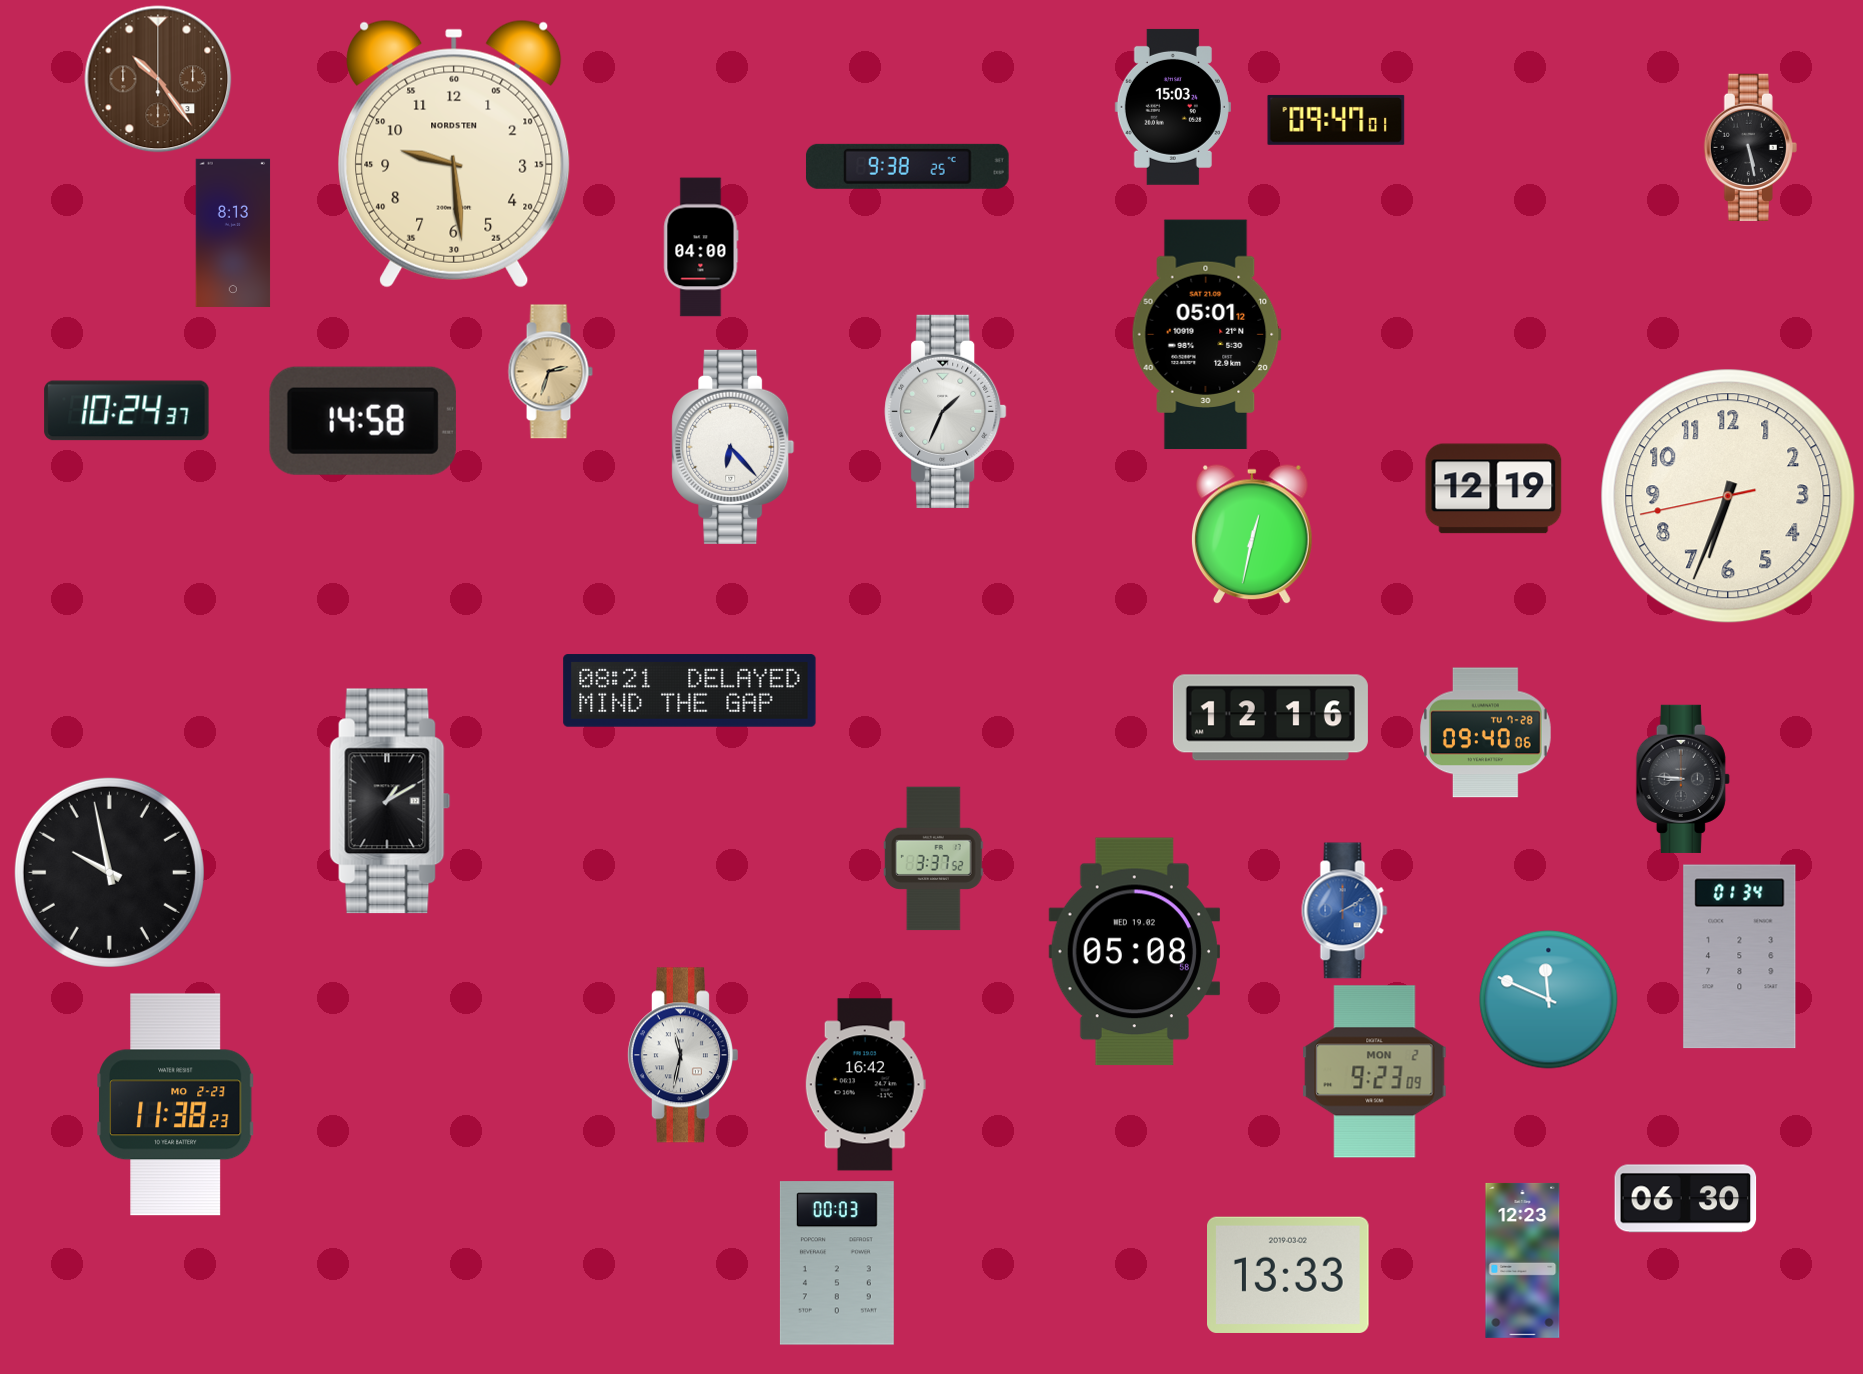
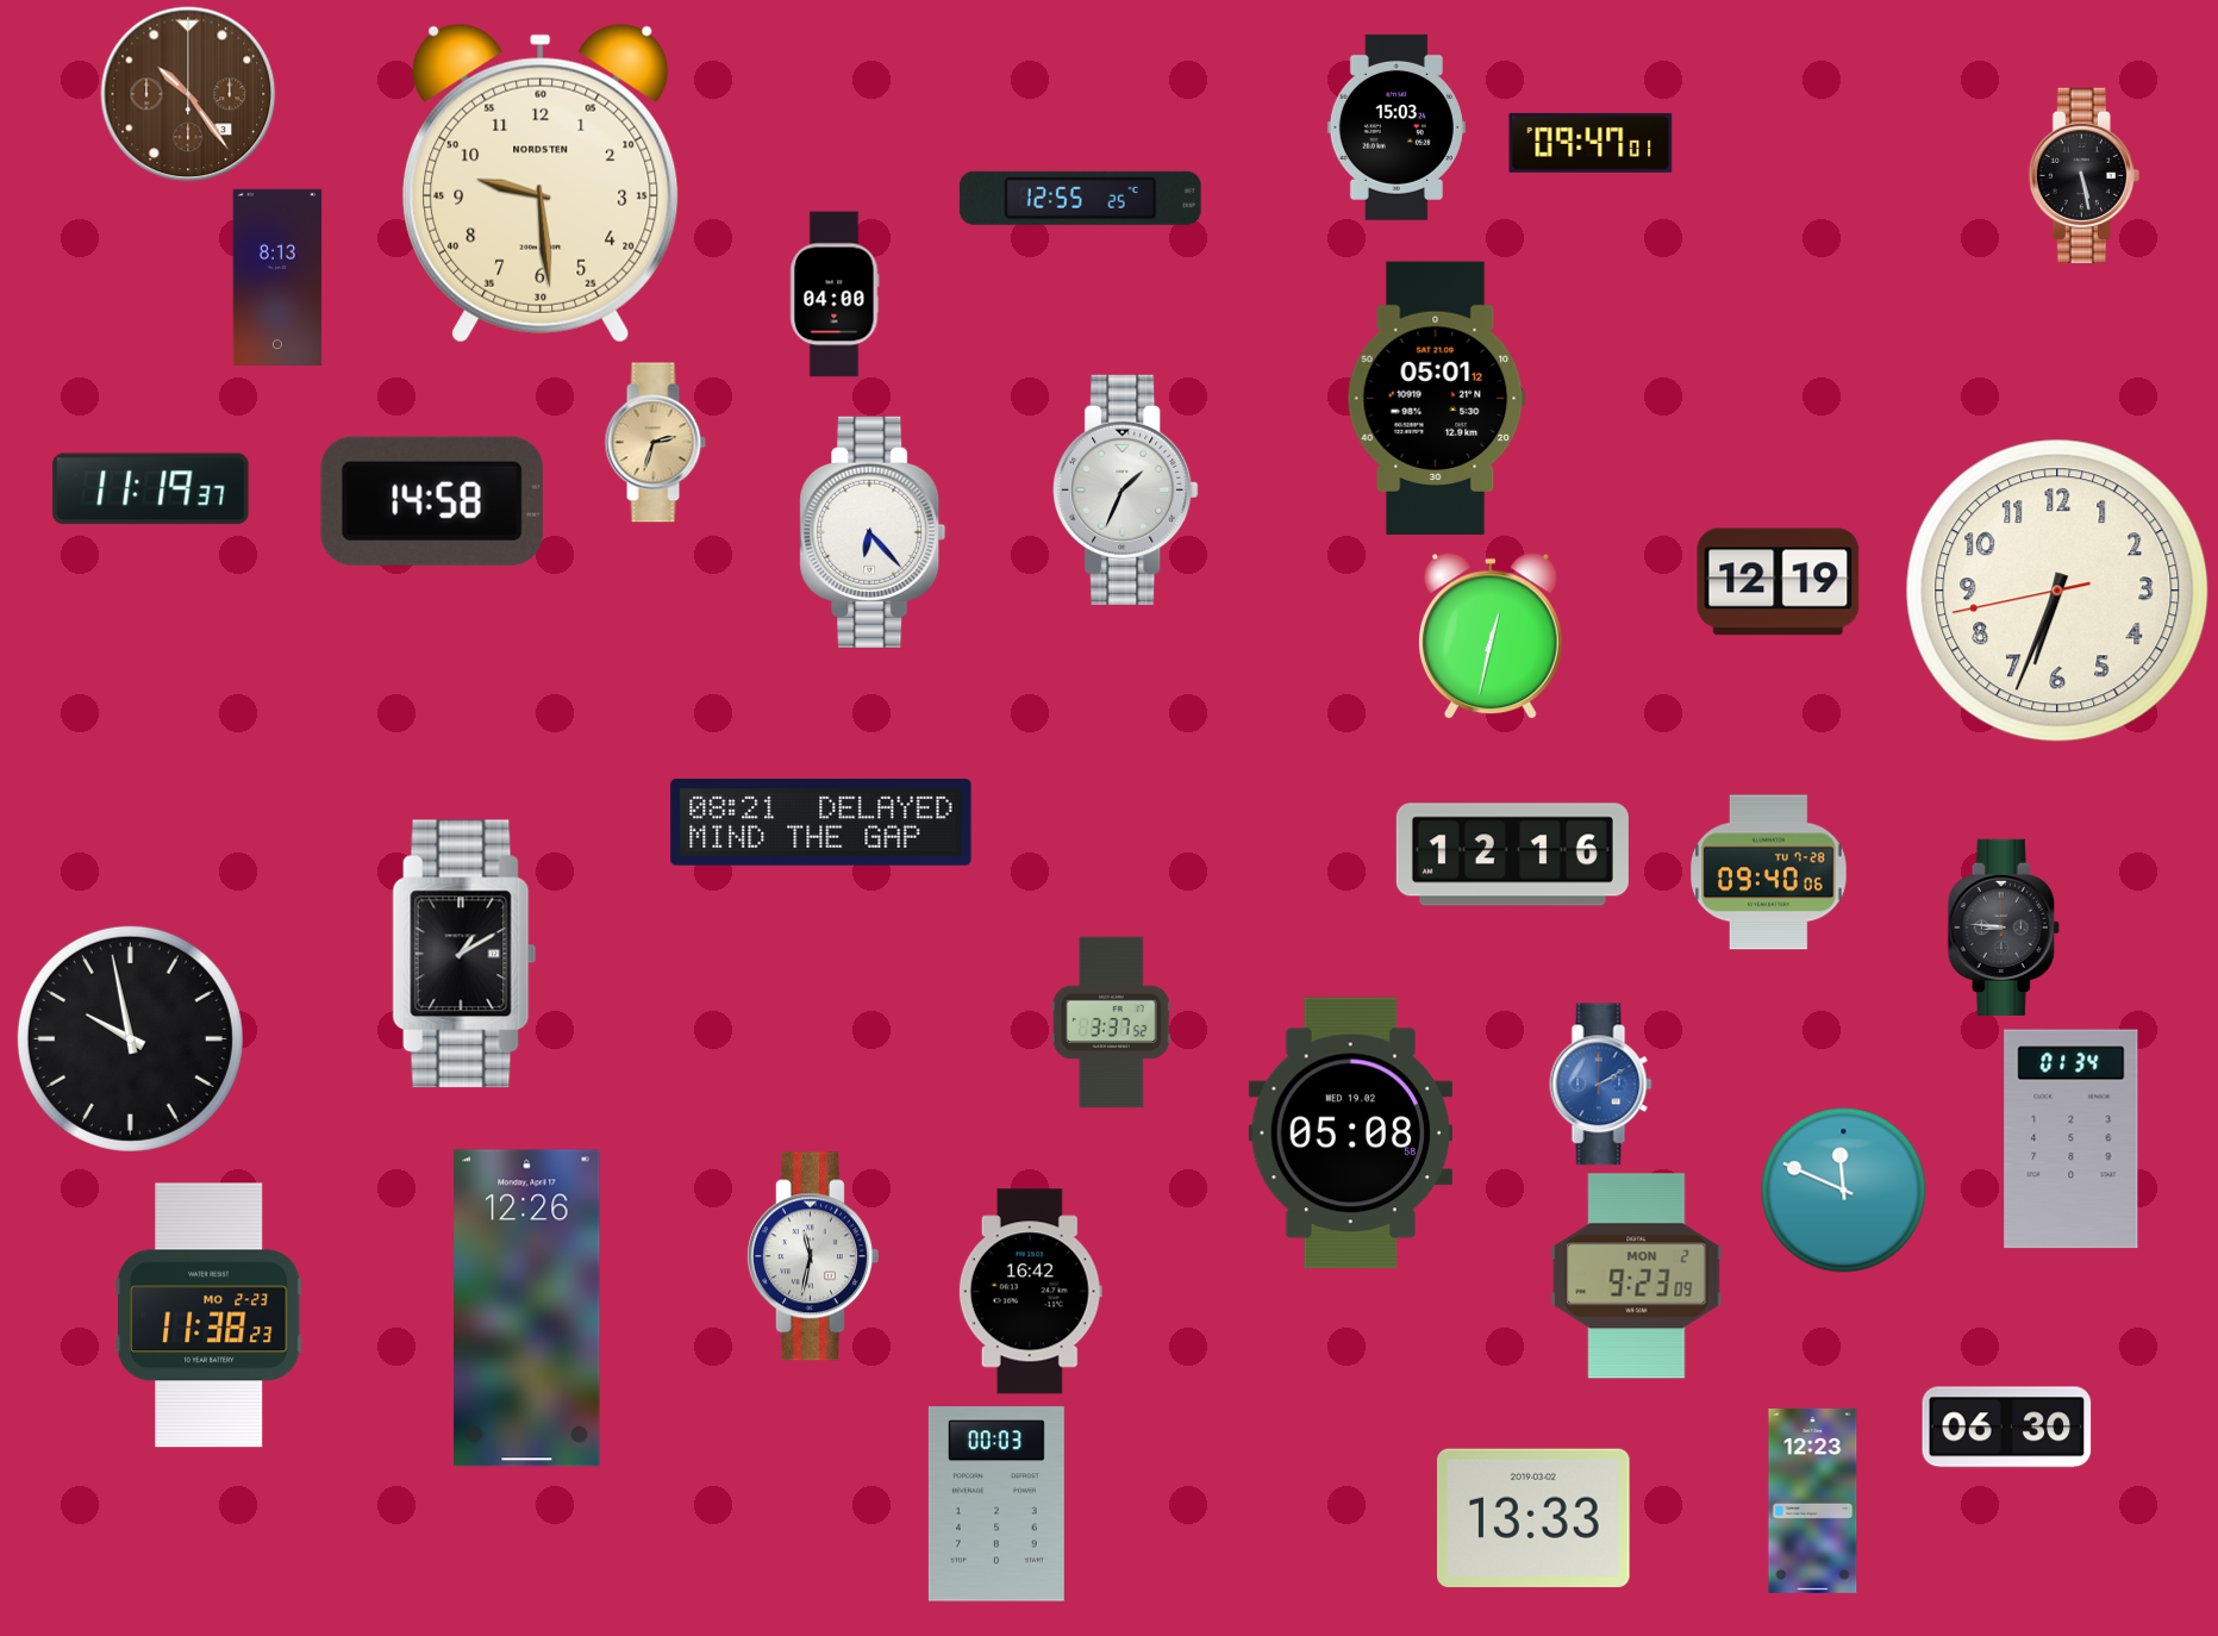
clock at (907, 166): 9:38 -> 12:55
clock at (127, 411): 10:24 -> 11:19
clock at (527, 1309): none -> 12:26
